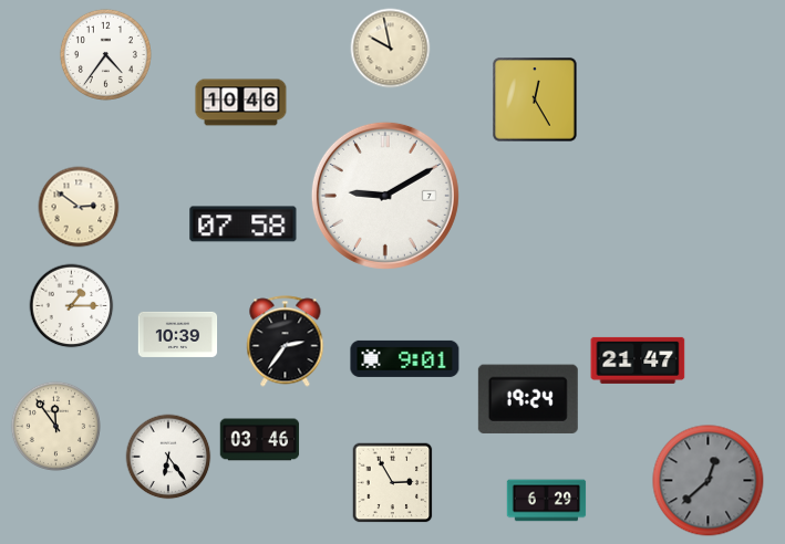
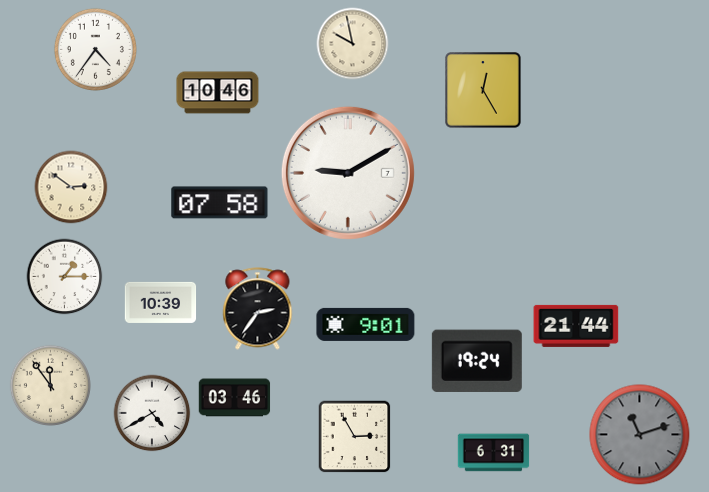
clock at (385, 196) position: (385, 196) -> (348, 173)
clock at (638, 360): 21:47 -> 21:44
clock at (168, 457): 6:24 -> 4:40
clock at (709, 481): 12:38 -> 11:12
clock at (547, 501): 6:29 -> 6:31
